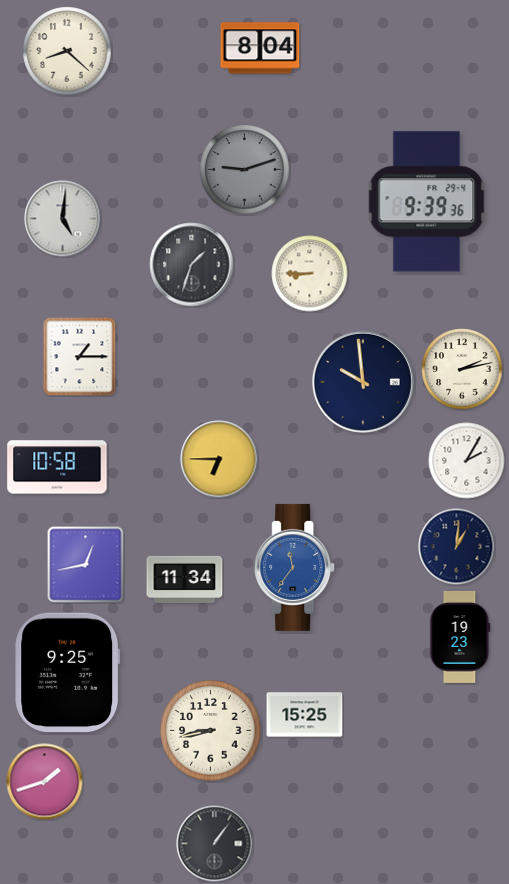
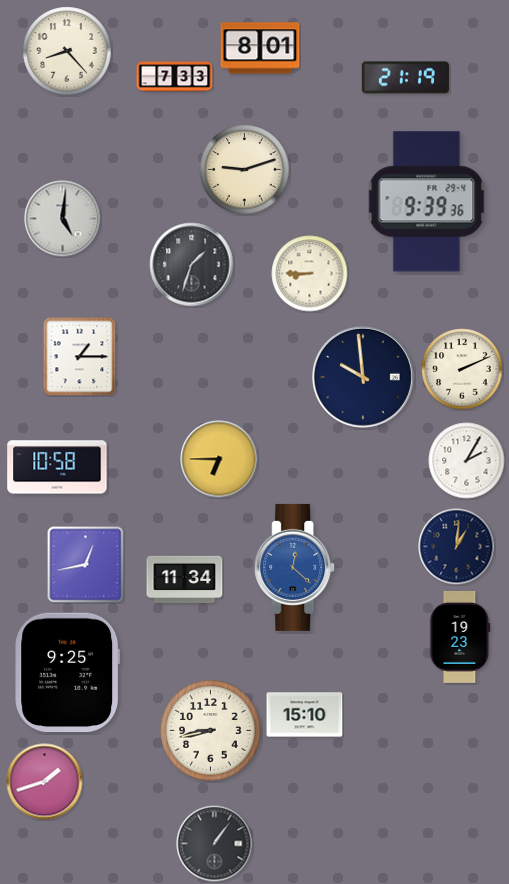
clock at (260, 48): 8:04 -> 8:01
clock at (67, 51): 8:22 -> 8:23
clock at (175, 77): none -> 7:33
clock at (405, 78): none -> 21:19
clock at (245, 170) dial: grey -> cream
clock at (462, 369): 2:13 -> 2:11
clock at (363, 382) position: (363, 382) -> (363, 377)
clock at (295, 567): 11:36 -> 12:22
clock at (305, 715): 15:25 -> 15:10
